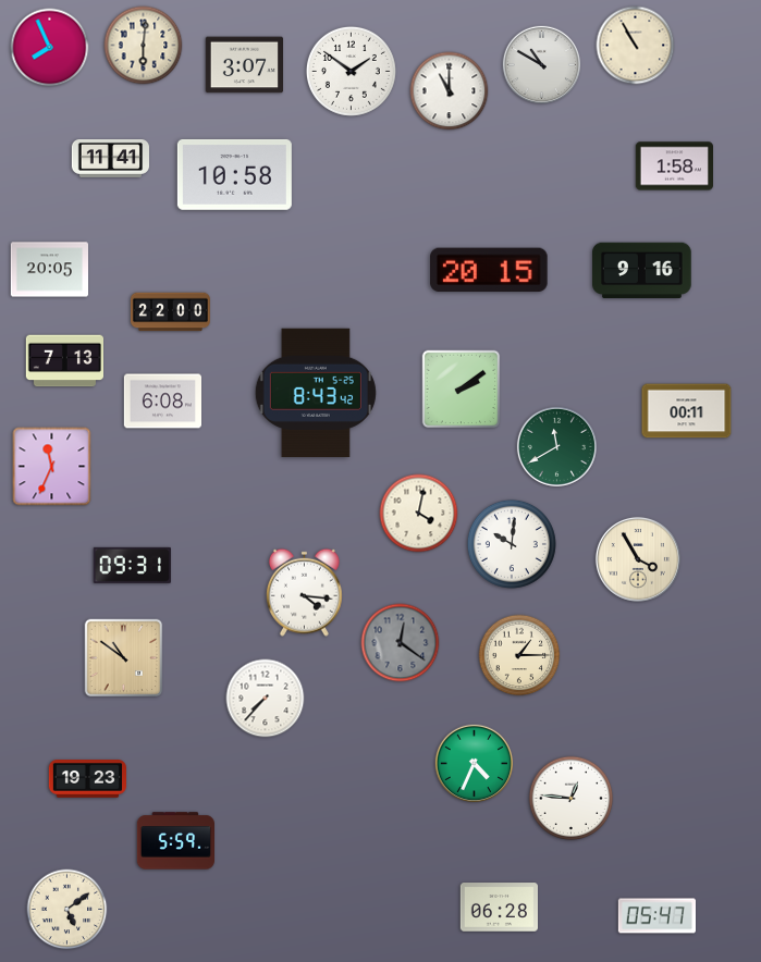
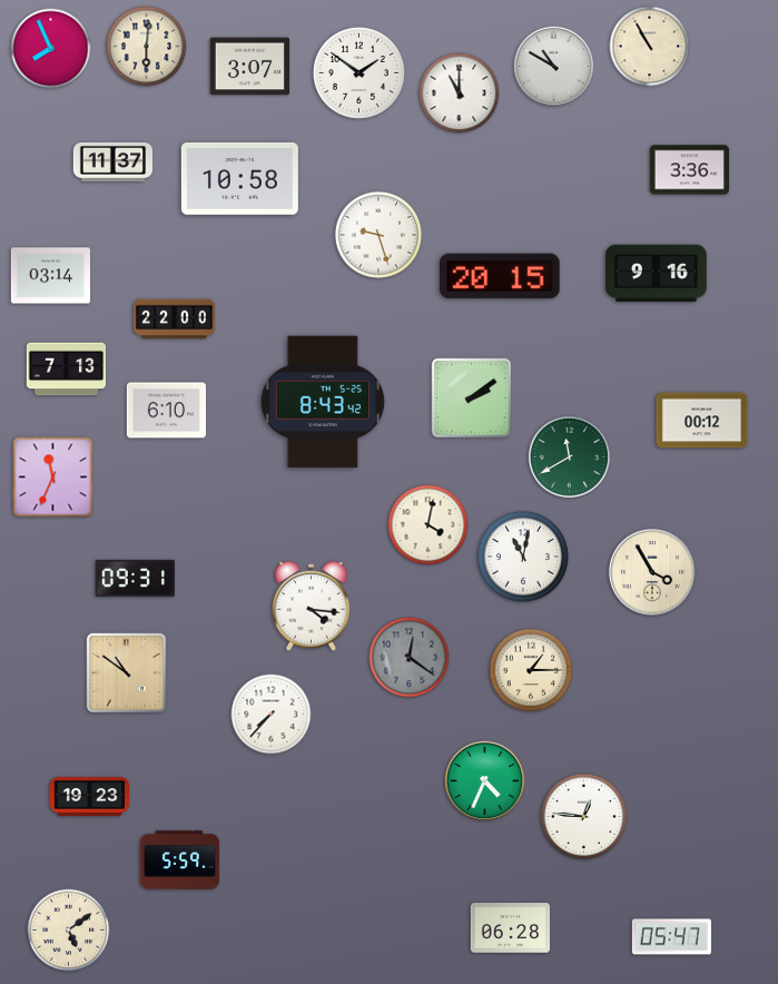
clock at (110, 158): 11:41 -> 11:37
clock at (674, 166): 1:58 -> 3:36
clock at (378, 235): none -> 9:27
clock at (49, 270): 20:05 -> 03:14
clock at (642, 271) position: (642, 271) -> (657, 274)
clock at (162, 402): 6:08 -> 6:10
clock at (687, 411): 00:11 -> 00:12
clock at (512, 544): 10:01 -> 11:02
